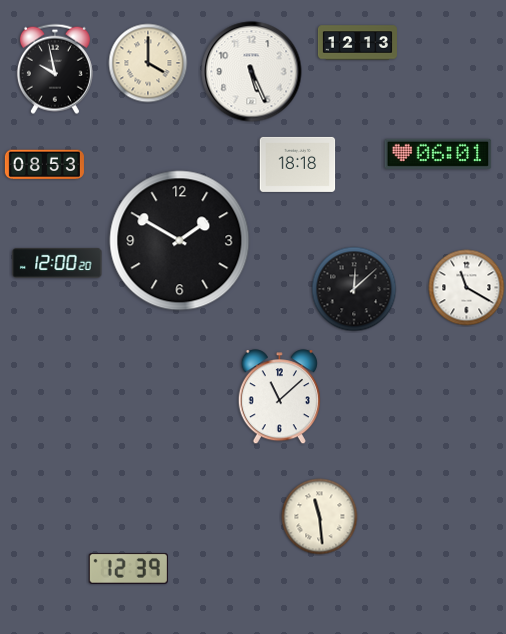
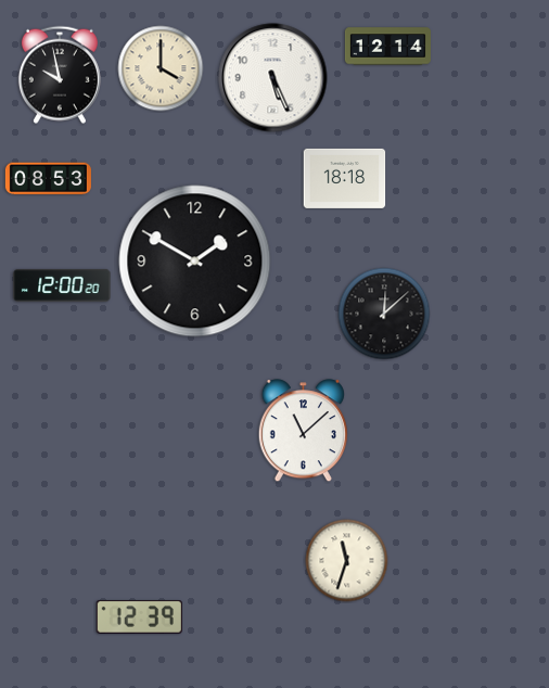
clock at (357, 43): 12:13 -> 12:14
clock at (438, 154): 06:01 -> none
clock at (298, 164) position: (298, 164) -> (345, 178)
clock at (467, 288): 11:20 -> none
clock at (320, 517): 11:29 -> 11:33
